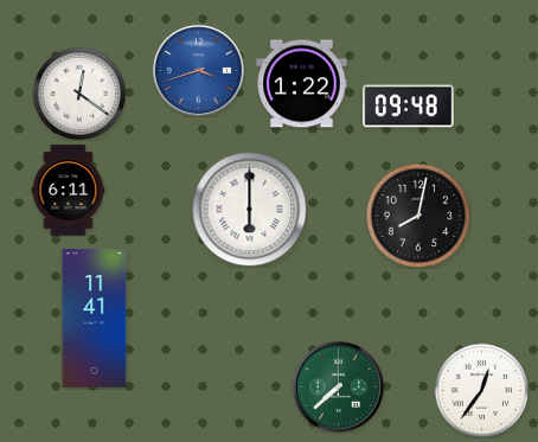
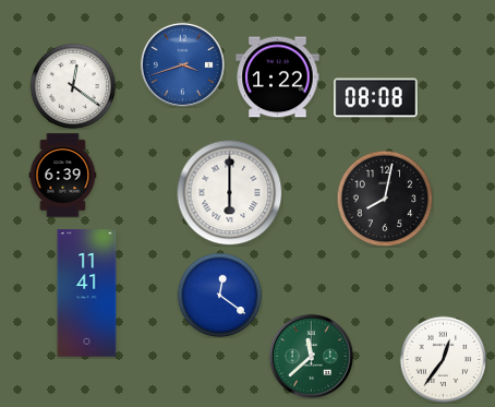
clock at (409, 107): 09:48 -> 08:08
clock at (69, 191): 6:11 -> 6:39
clock at (219, 295): none -> 12:21
clock at (338, 386): 7:38 -> 11:38
